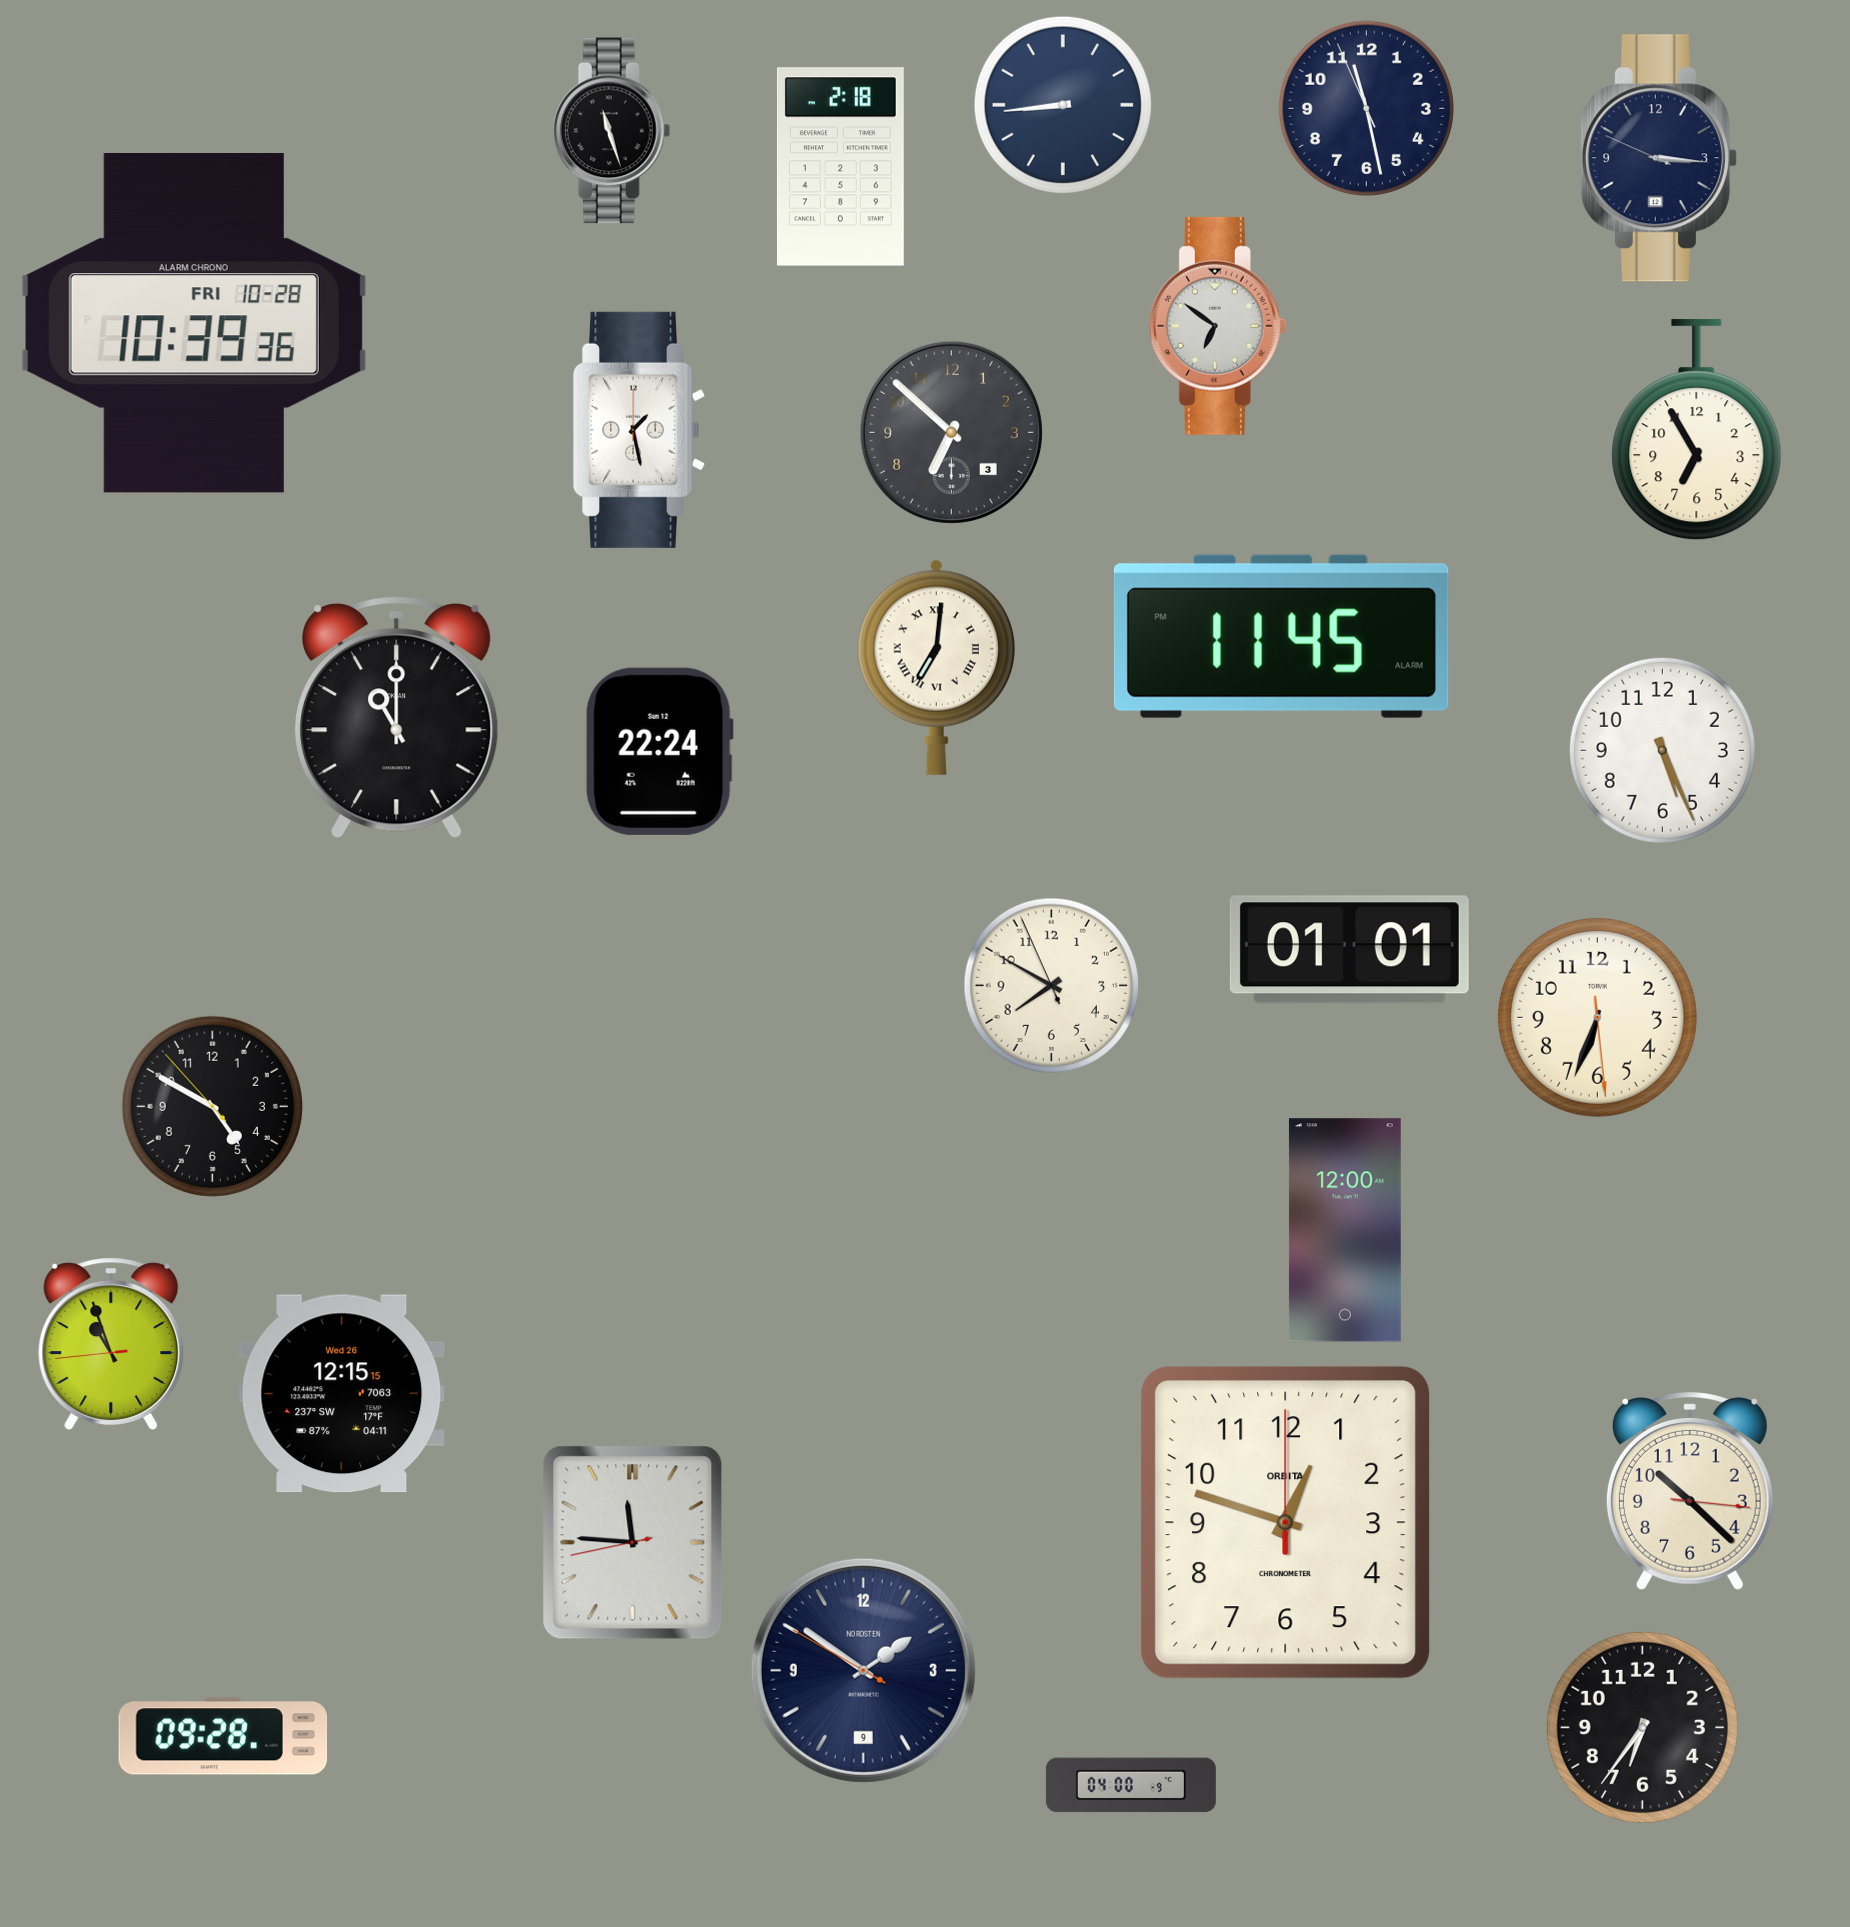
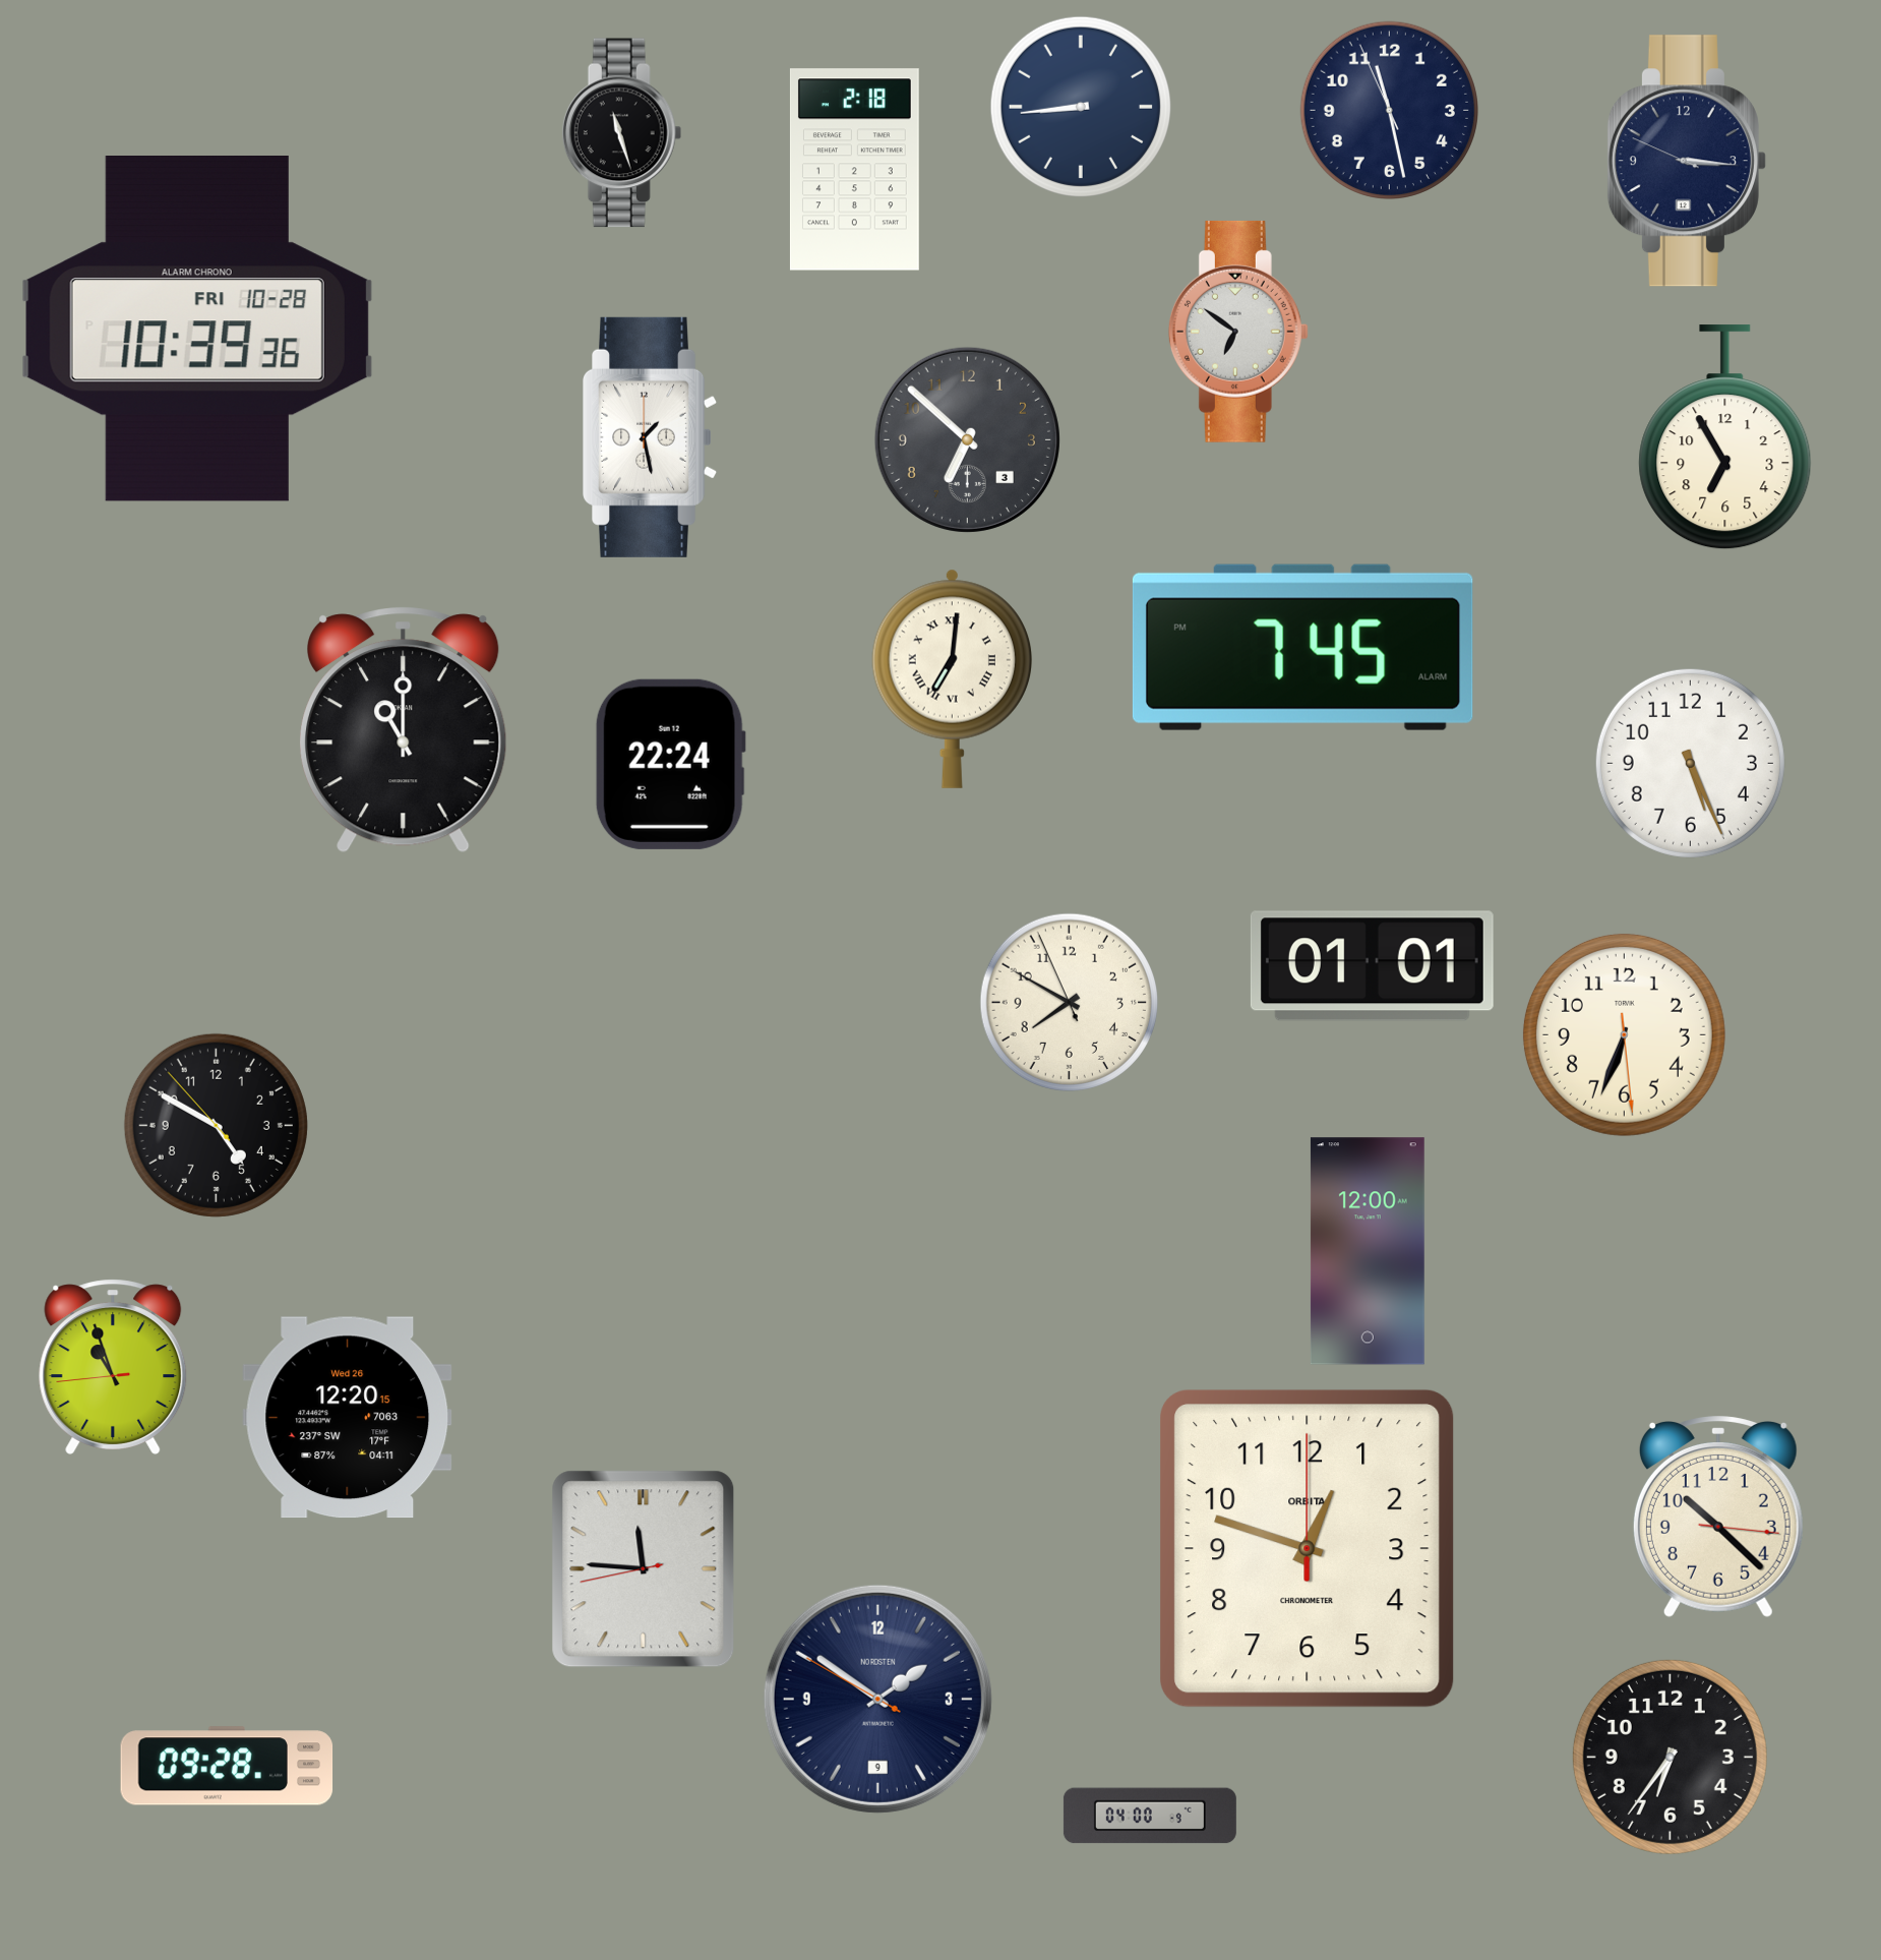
clock at (1281, 636): 11:45 -> 7:45
clock at (342, 1394): 12:15 -> 12:20
